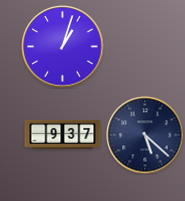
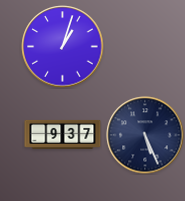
clock at (145, 135): 5:22 -> 5:26
